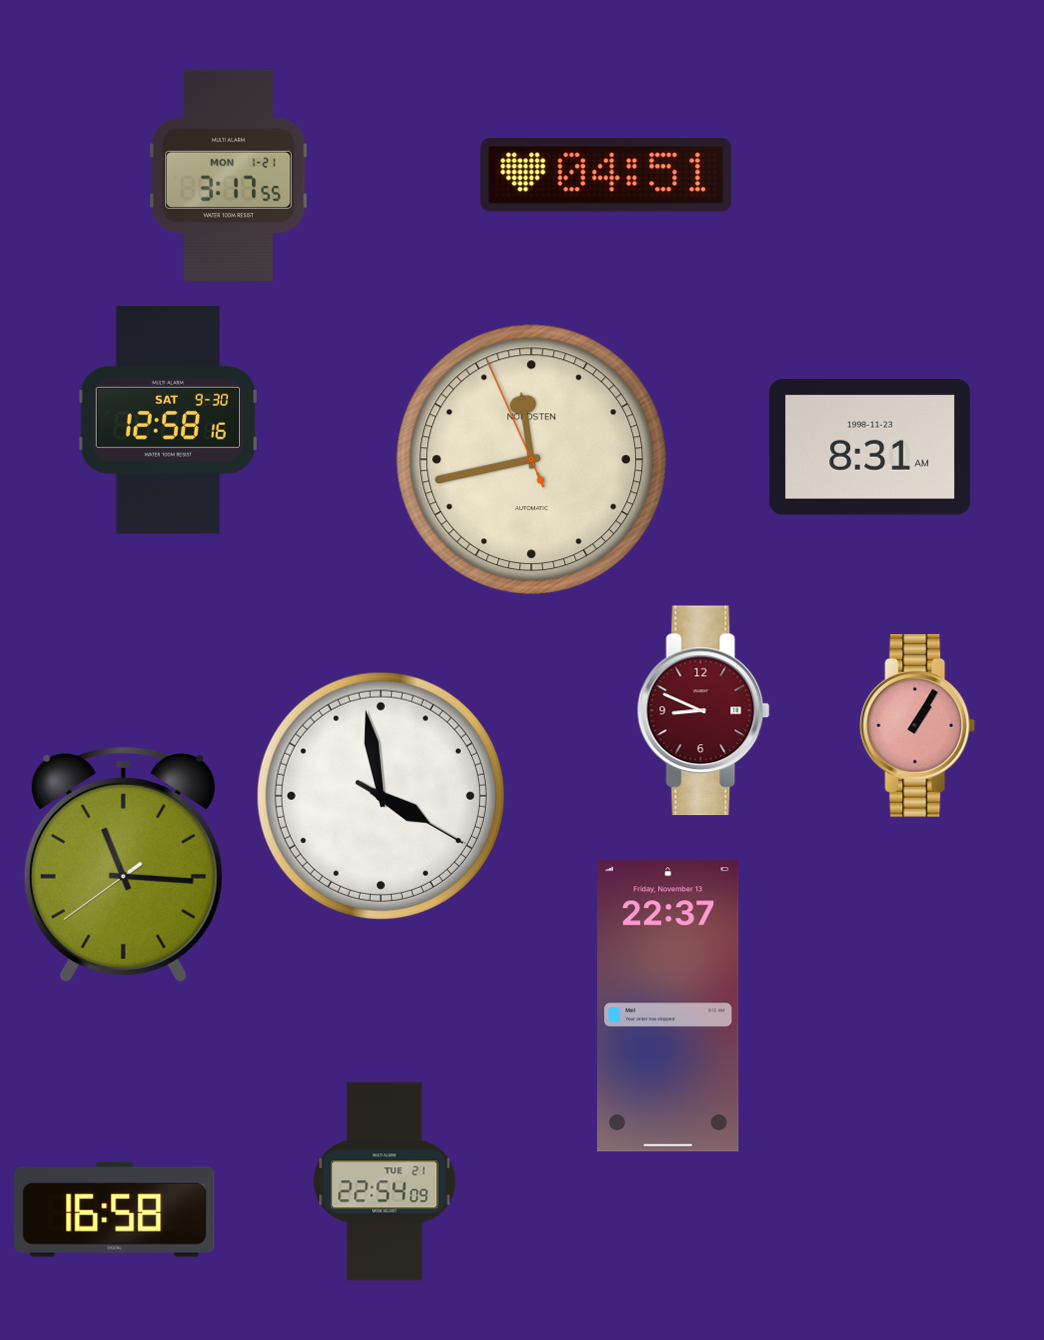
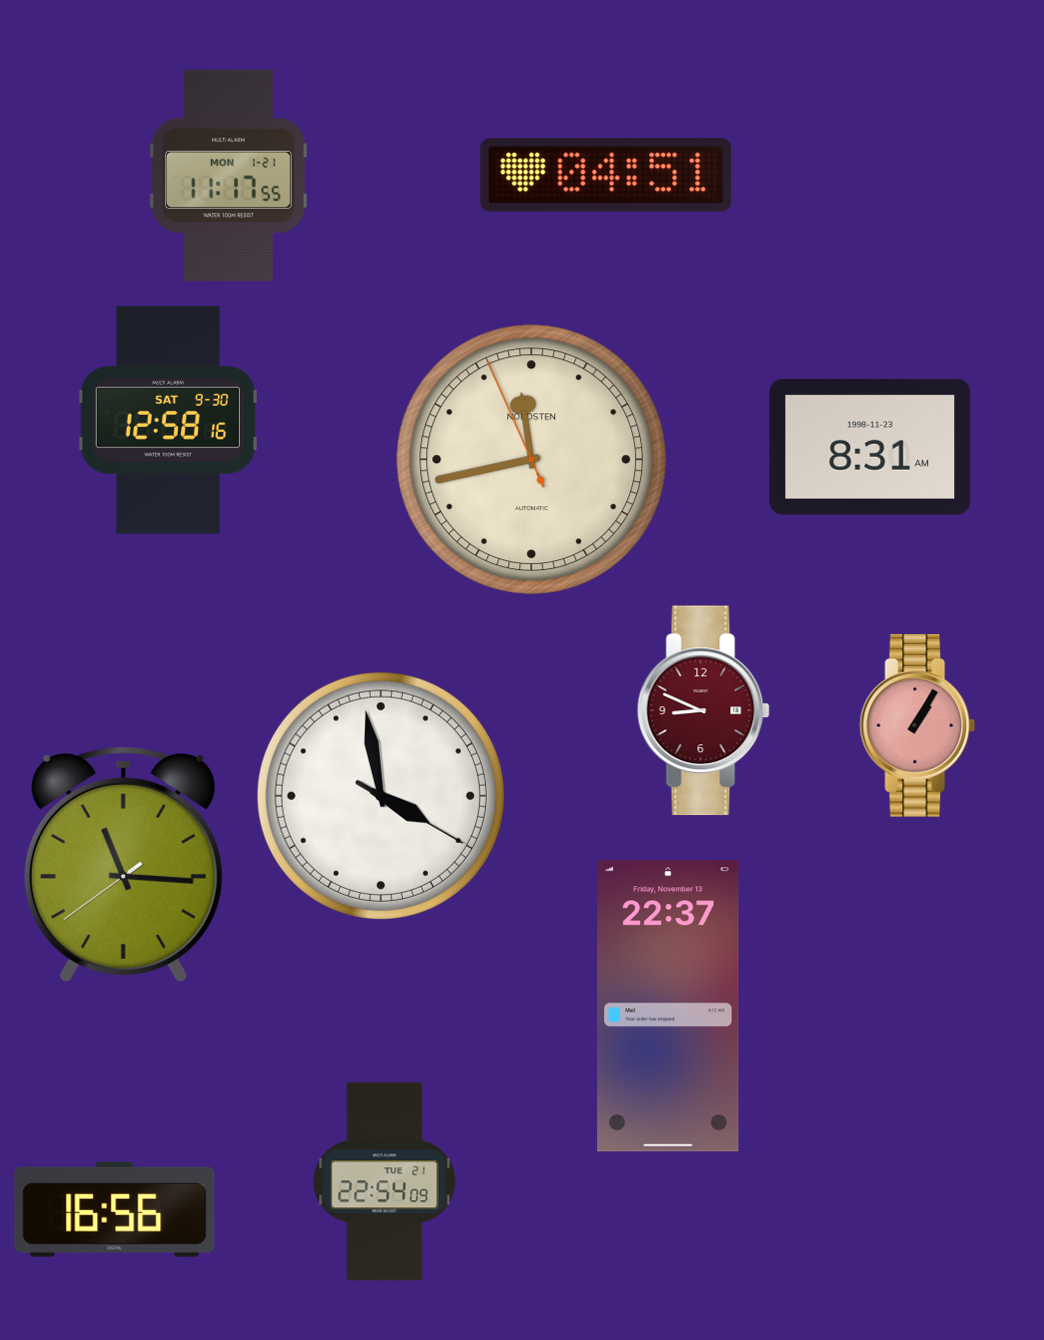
clock at (228, 176): 3:17 -> 11:17
clock at (115, 1209): 16:58 -> 16:56
